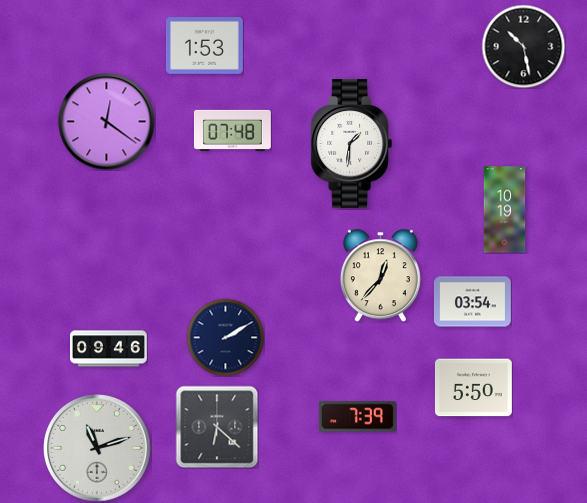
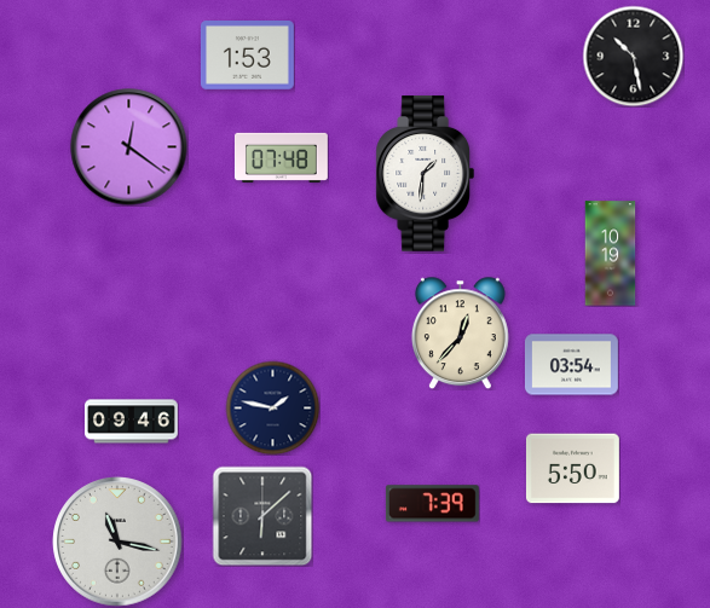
clock at (225, 337): 2:10 -> 1:47
clock at (217, 427): 6:22 -> 6:08
clock at (97, 448): 11:12 -> 11:17
